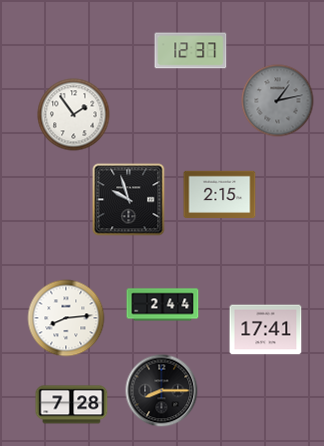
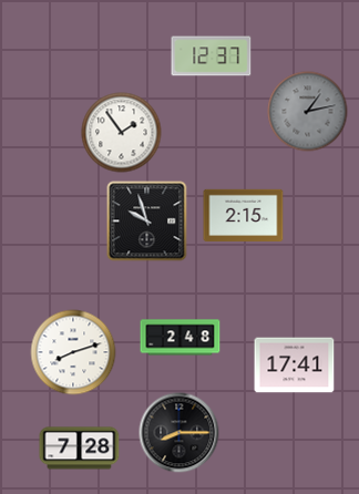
clock at (74, 115) position: (74, 115) -> (122, 133)
clock at (129, 200) position: (129, 200) -> (147, 222)
clock at (163, 305): 2:44 -> 2:48
clock at (66, 318): 8:14 -> 8:12
